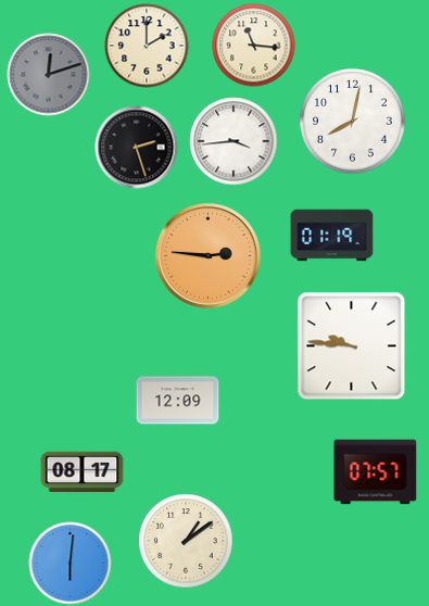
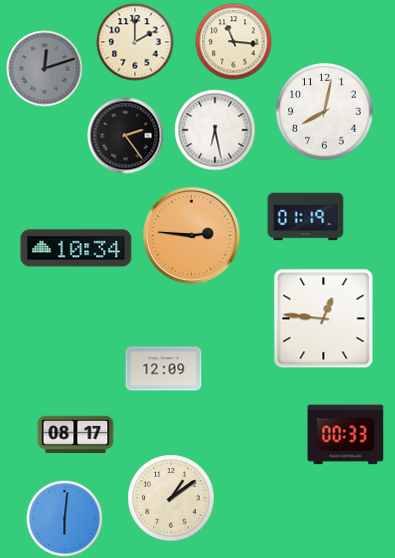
clock at (234, 141): 3:44 -> 6:28
clock at (137, 148): 2:27 -> 2:24
clock at (76, 248): none -> 10:34
clock at (352, 346): 9:46 -> 12:46
clock at (376, 472): 07:57 -> 00:33
